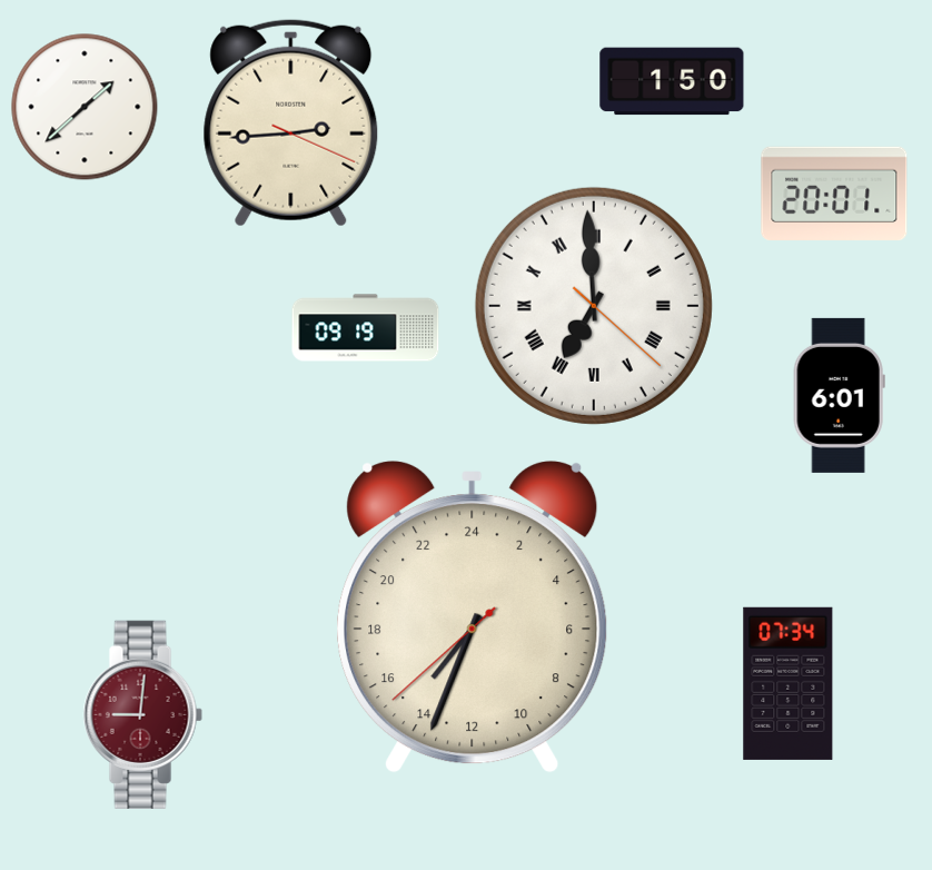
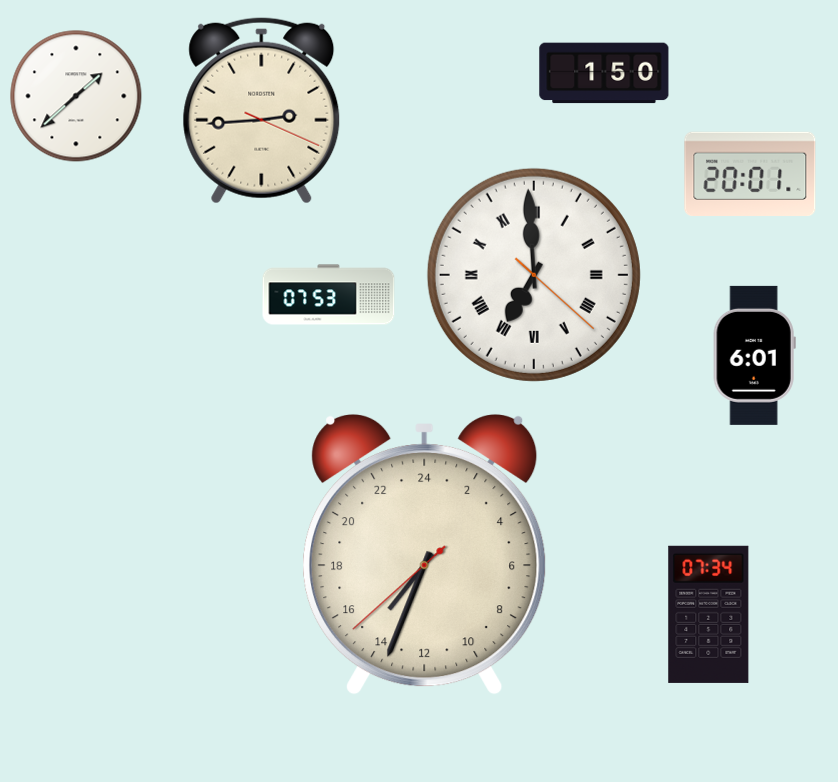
clock at (366, 328): 09:19 -> 07:53
clock at (142, 714): 9:01 -> none
